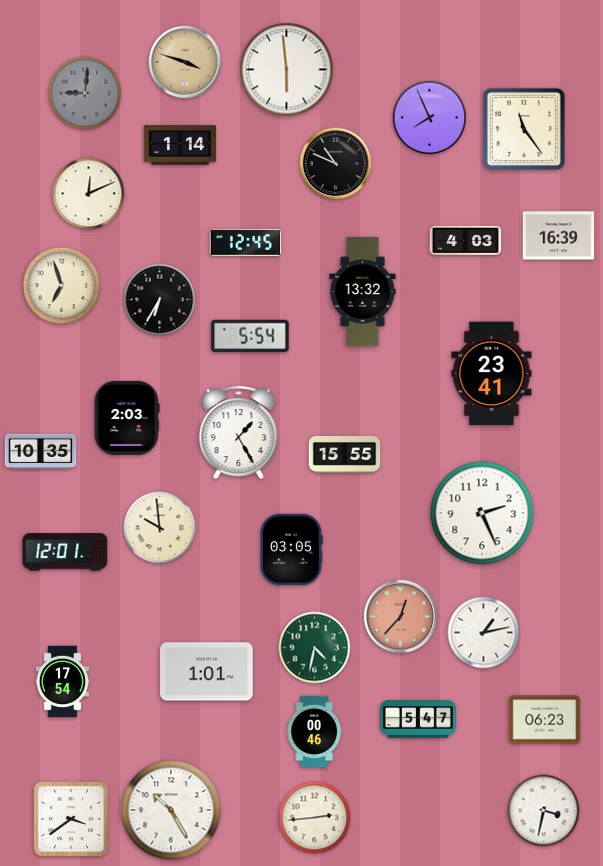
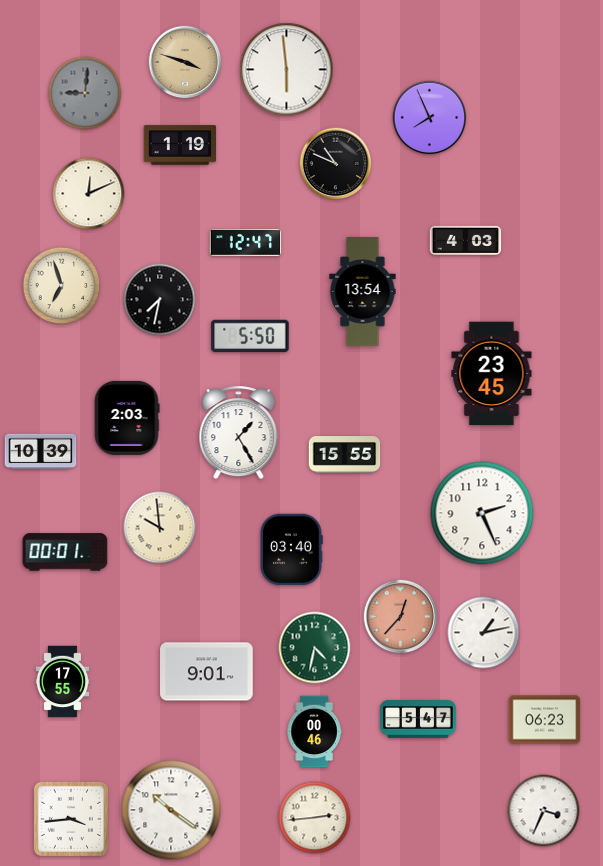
clock at (524, 129): 11:24 -> none
clock at (180, 145): 1:14 -> 1:19
clock at (559, 236): 16:39 -> none
clock at (246, 243): 12:45 -> 12:47
clock at (363, 292): 13:32 -> 13:54
clock at (160, 300): 6:35 -> 7:32
clock at (250, 336): 5:54 -> 5:50
clock at (492, 374): 23:41 -> 23:45
clock at (41, 452): 10:35 -> 10:39
clock at (291, 550): 03:05 -> 03:40
clock at (65, 552): 12:01 -> 00:01
clock at (207, 672): 1:01 -> 9:01
clock at (63, 682): 17:54 -> 17:55
clock at (171, 810): 10:25 -> 10:21
clock at (544, 811): 3:32 -> 3:34
clock at (71, 819): 3:39 -> 3:44
